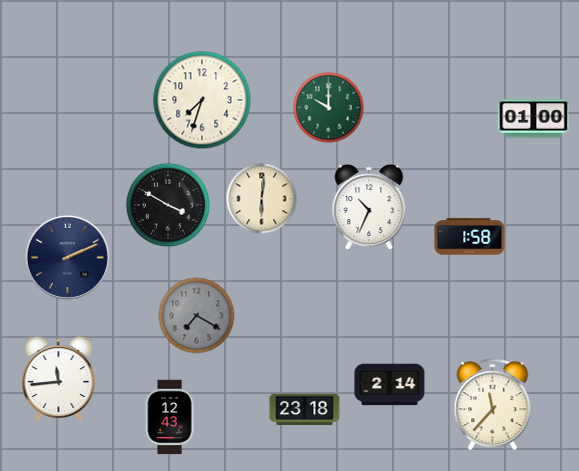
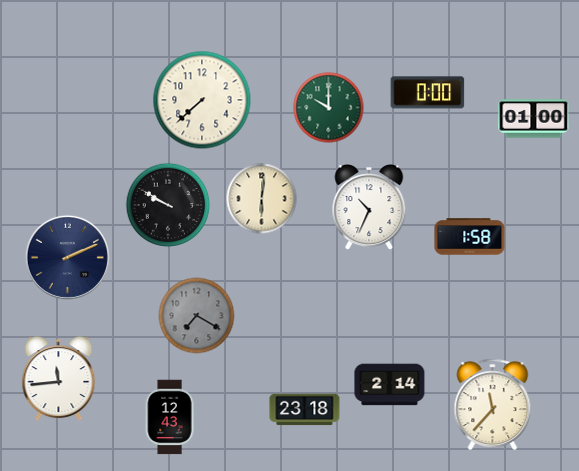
clock at (428, 93): none -> 0:00
clock at (202, 100): 7:33 -> 7:38
clock at (168, 205): 3:50 -> 9:50
